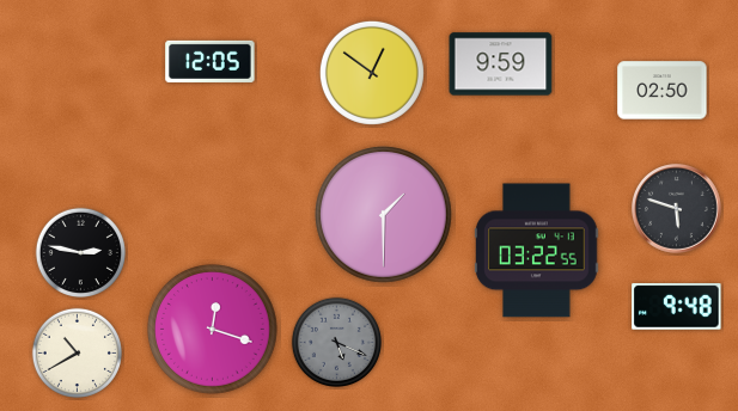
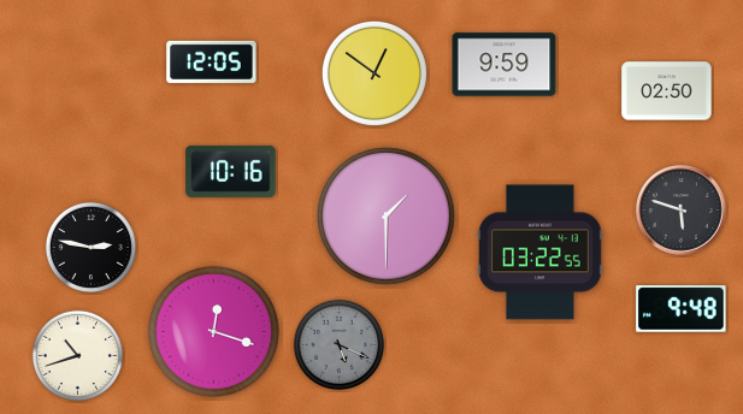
clock at (231, 171): none -> 10:16
clock at (80, 252) position: (80, 252) -> (90, 247)
clock at (77, 352): 10:40 -> 10:42
